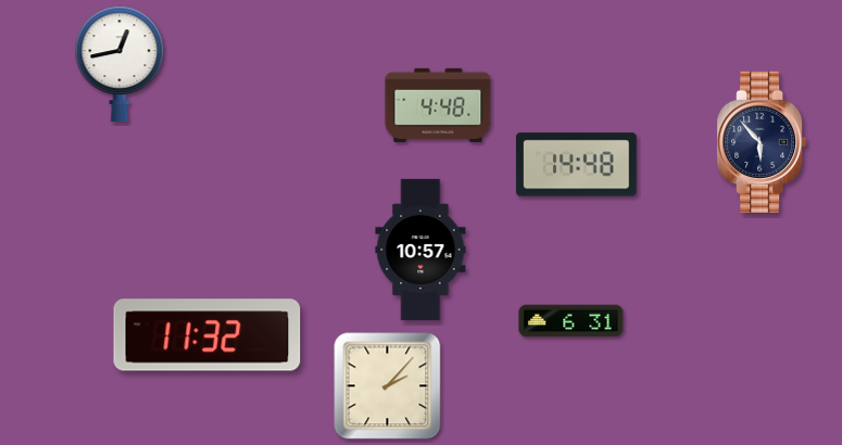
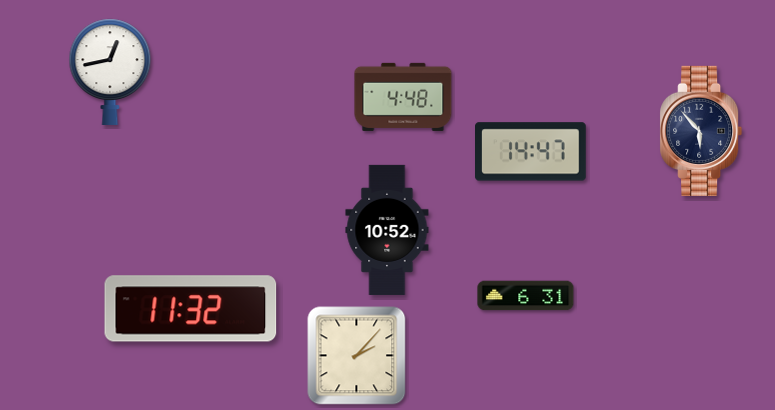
clock at (120, 64) position: (120, 64) -> (110, 72)
clock at (577, 165): 14:48 -> 14:47
clock at (420, 250): 10:57 -> 10:52
